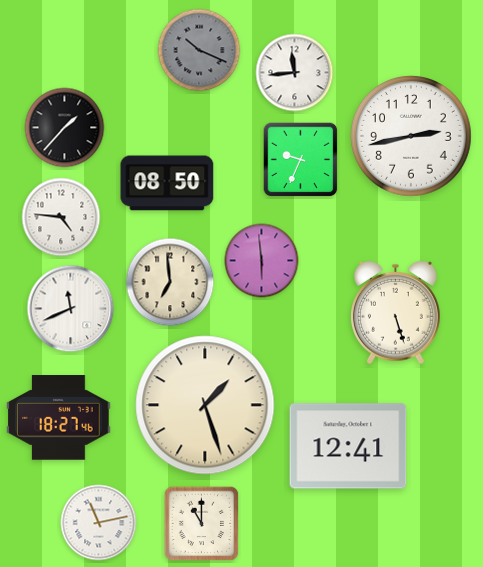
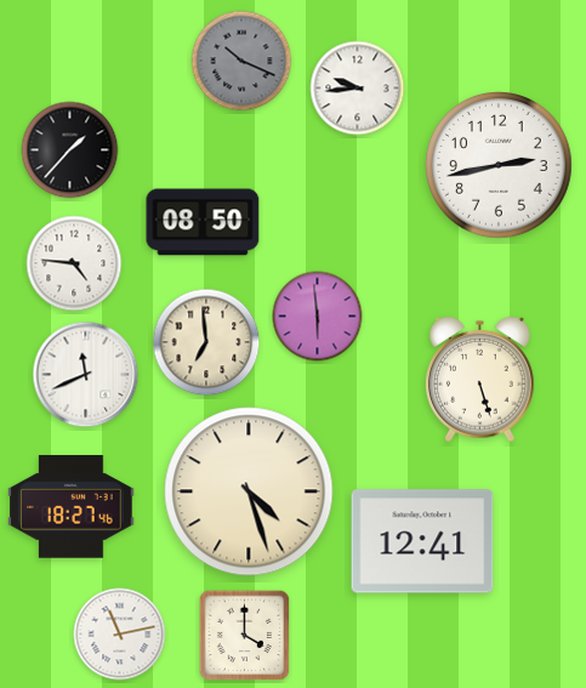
clock at (295, 73): 11:44 -> 9:44
clock at (65, 128) position: (65, 128) -> (70, 150)
clock at (301, 160): 9:34 -> none
clock at (205, 405): 1:27 -> 4:27
clock at (202, 524): 11:00 -> 4:00
